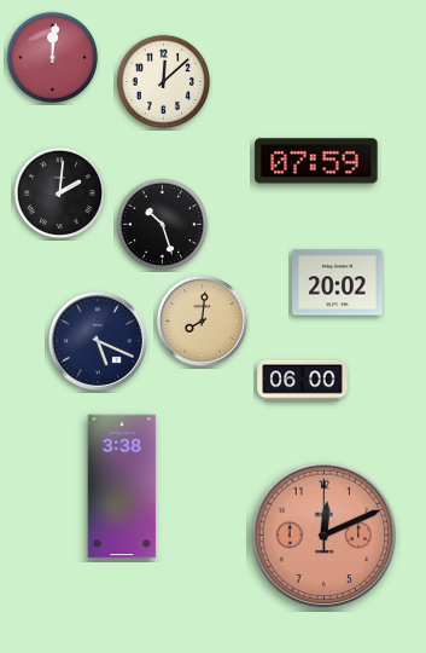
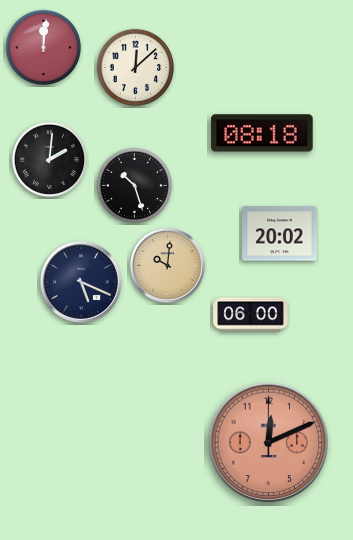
clock at (316, 161): 07:59 -> 08:18
clock at (202, 320): 8:01 -> 10:01
clock at (122, 486): 3:38 -> none
